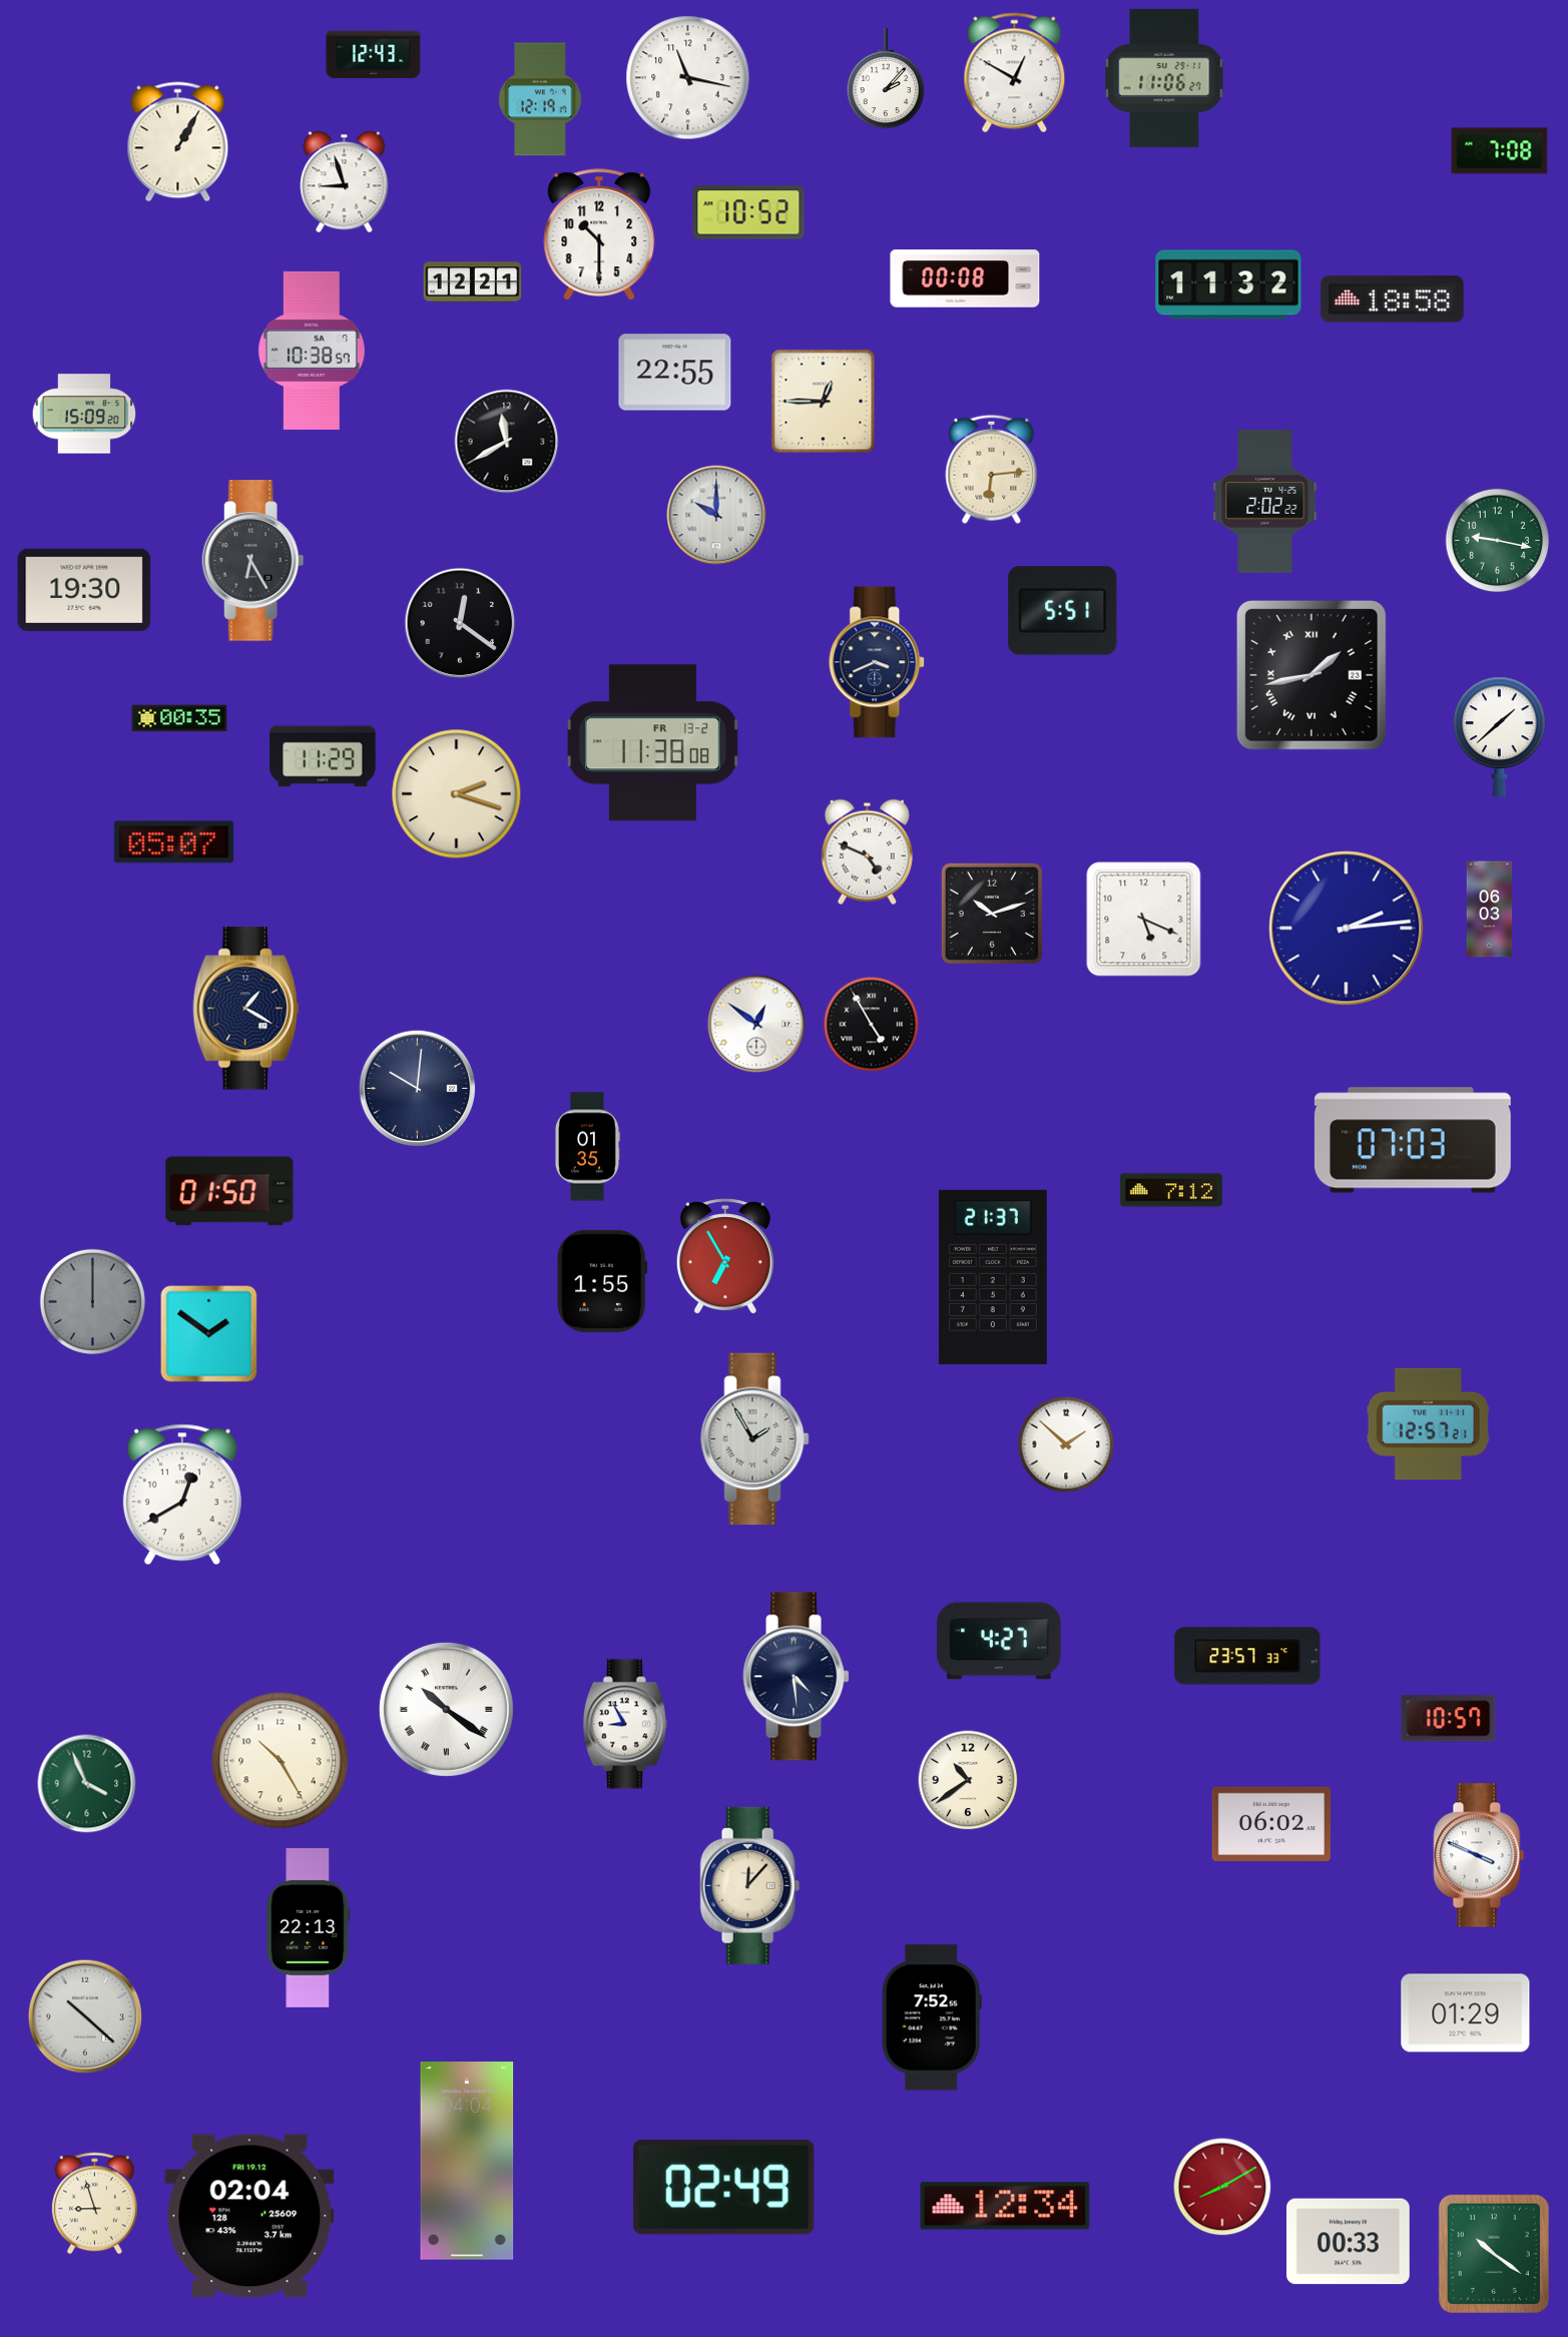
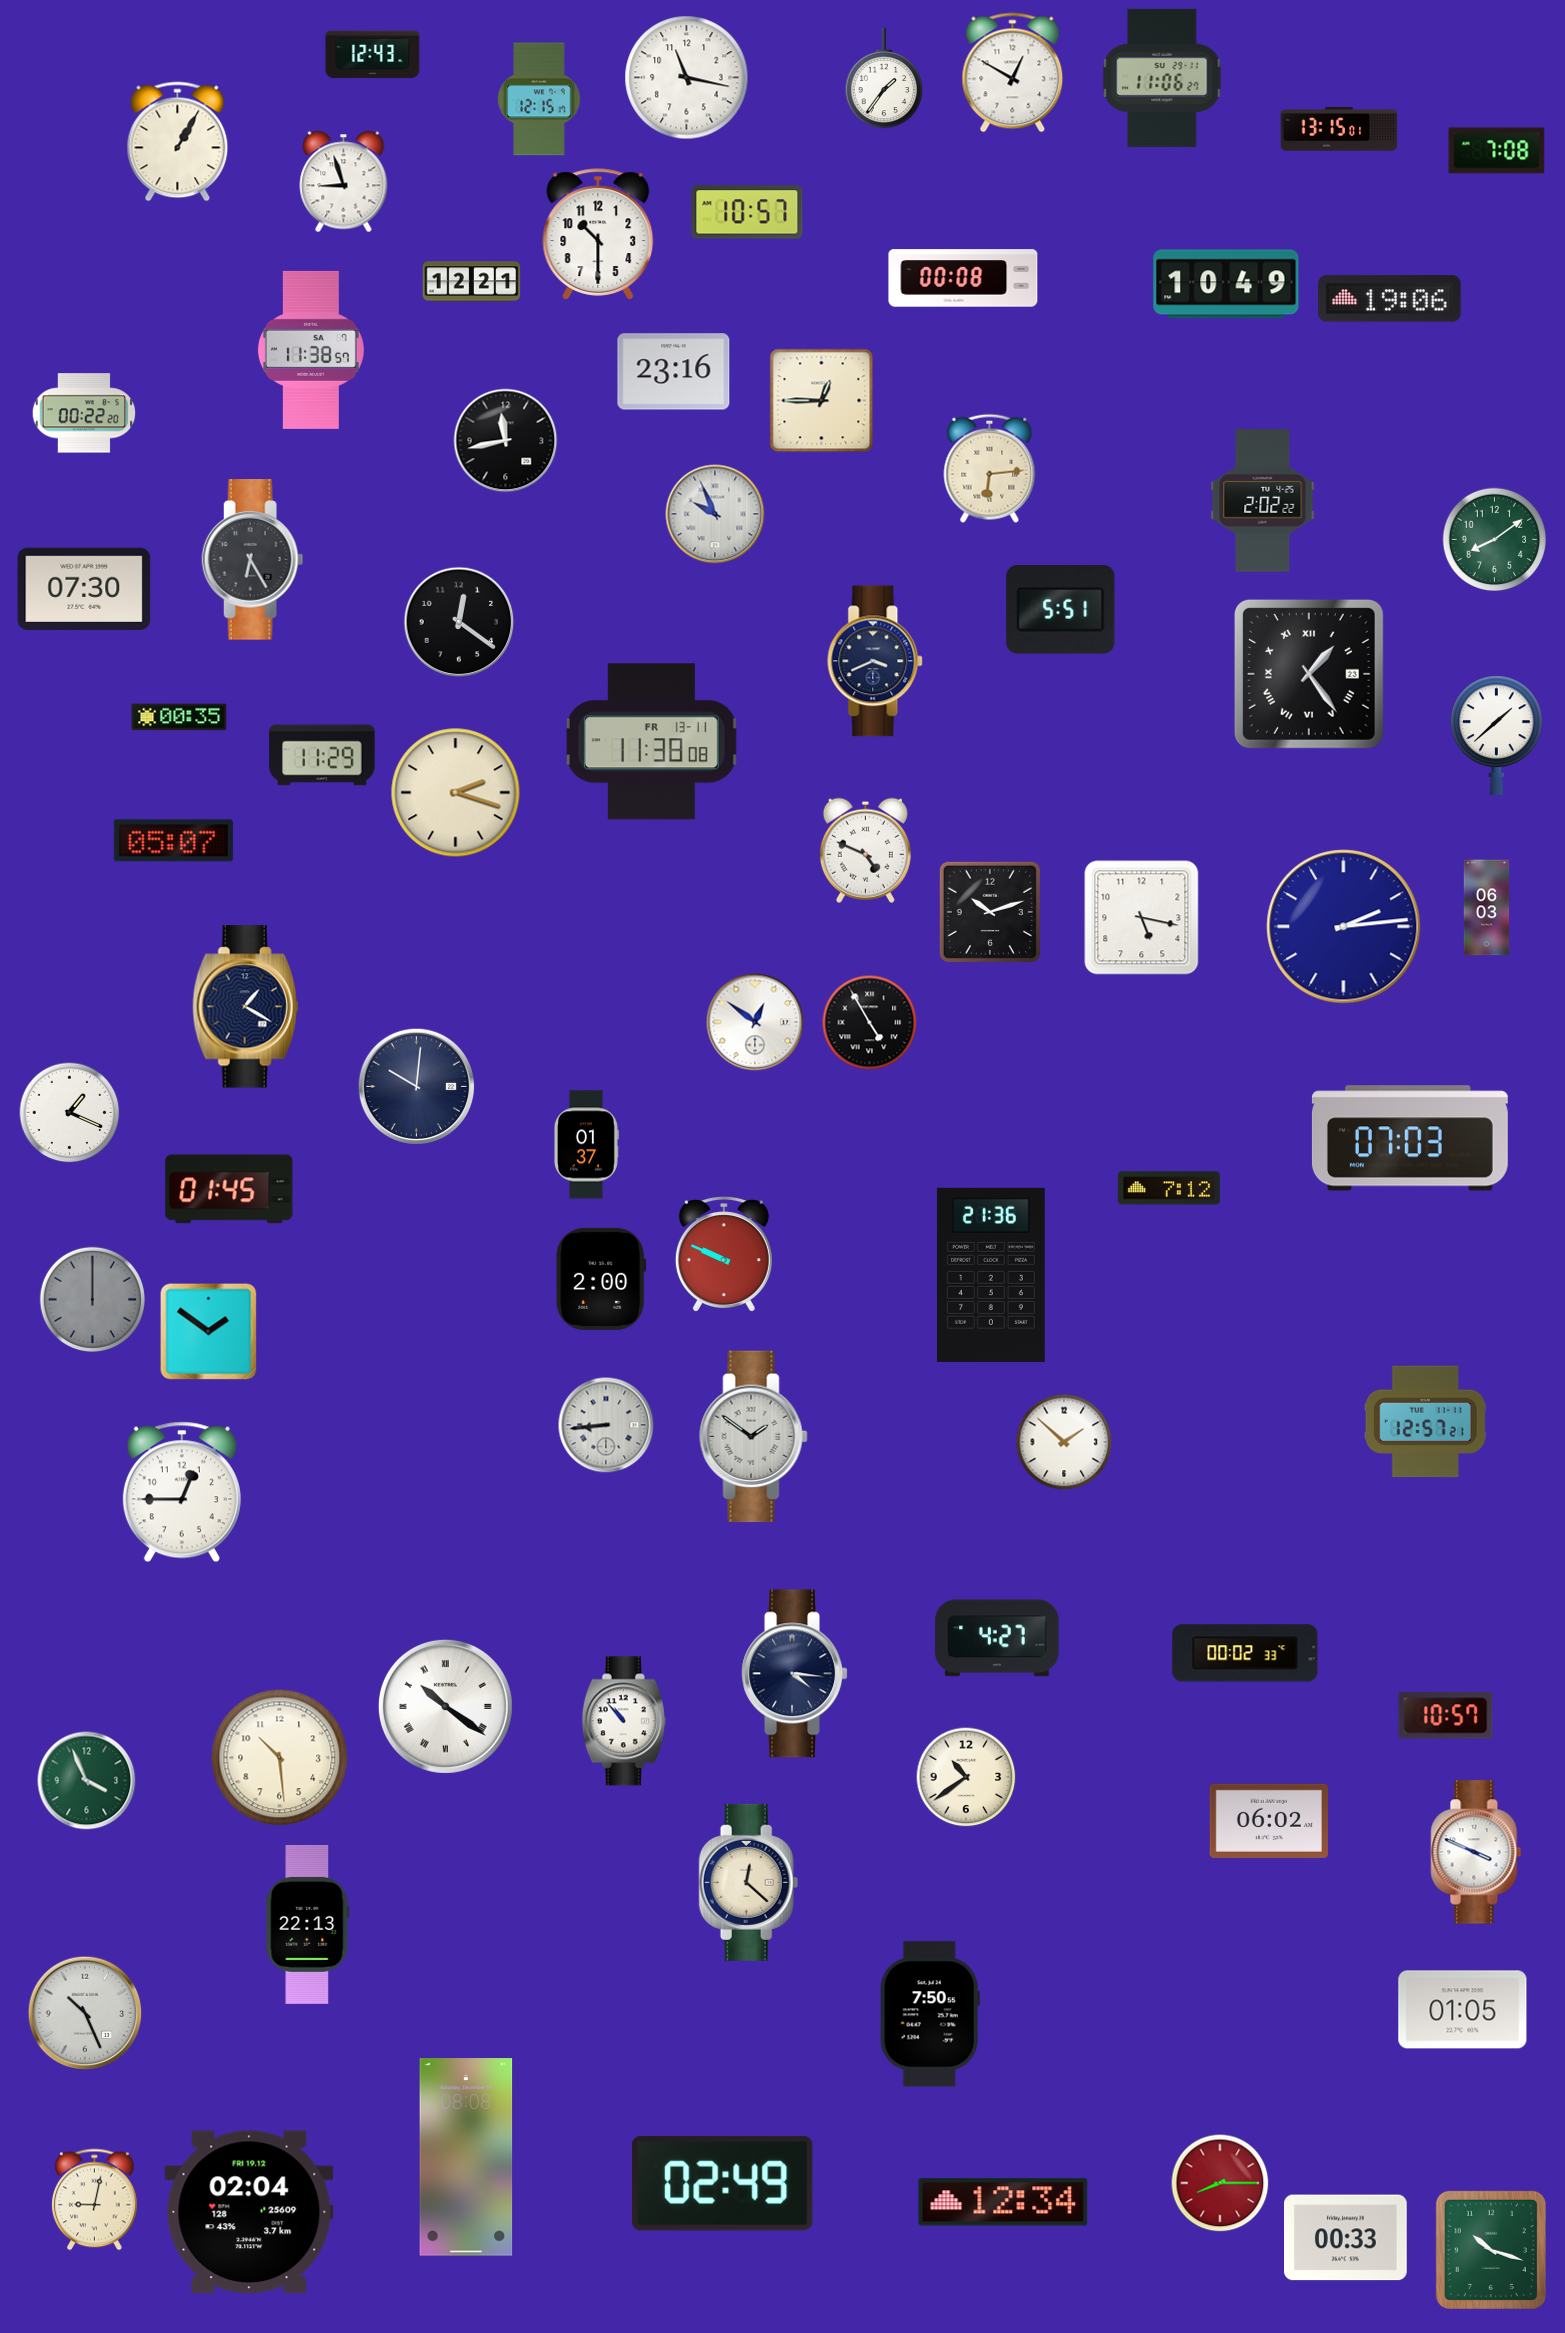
clock at (886, 78): 2:07 -> 1:36
clock at (540, 99): 12:19 -> 12:15
clock at (1339, 130): none -> 13:15
clock at (748, 212): 10:52 -> 10:57
clock at (1228, 284): 11:32 -> 10:49
clock at (1393, 300): 18:58 -> 19:06
clock at (312, 351): 10:38 -> 11:38
clock at (675, 373): 22:55 -> 23:16
clock at (84, 414): 15:09 -> 00:22
clock at (507, 442): 11:40 -> 11:43
clock at (716, 515): 10:00 -> 9:56
clock at (1498, 541): 9:17 -> 8:09
clock at (84, 590): 19:30 -> 07:30
clock at (1312, 675): 1:43 -> 1:24
clock at (652, 743) date: FR 13-2 -> FR 13-11
clock at (1144, 920): 5:19 -> 5:17
clock at (70, 1113): none -> 1:19
clock at (587, 1147): 01:35 -> 01:37
clock at (229, 1191): 01:50 -> 01:45
clock at (725, 1256): 6:55 -> 9:49
clock at (993, 1277): 21:37 -> 21:36
clock at (602, 1281): 1:55 -> 2:00
clock at (606, 1425): none -> 8:44
clock at (755, 1439): 1:55 -> 1:51
clock at (182, 1495): 12:40 -> 12:45
clock at (1247, 1656): 23:57 -> 00:02
clock at (796, 1677): 4:29 -> 4:16
clock at (625, 1724): 8:55 -> 10:53
clock at (281, 1761): 10:25 -> 10:29
clock at (750, 1885): 12:07 -> 12:22
clock at (1466, 2013): 01:29 -> 01:05
clock at (85, 2016): 10:22 -> 10:26
clock at (932, 2017): 7:52 -> 7:50
clock at (467, 2161): 04:04 -> 08:08
clock at (1222, 2187): 8:10 -> 8:15
clock at (94, 2204): 8:57 -> 9:02
clock at (1494, 2254): 10:21 -> 10:18
